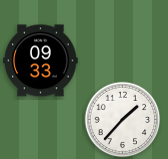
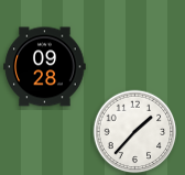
clock at (41, 61): 09:33 -> 09:28
